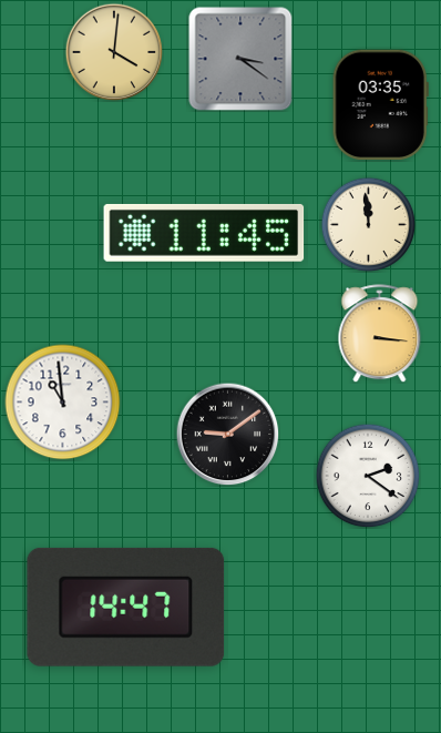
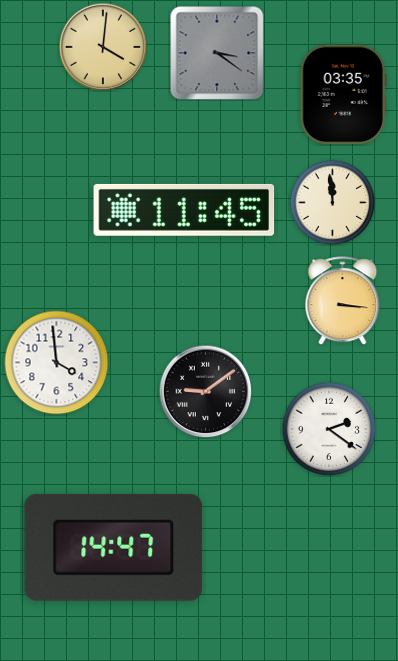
clock at (63, 403): 10:59 -> 3:59
clock at (368, 476) position: (368, 476) -> (329, 429)
